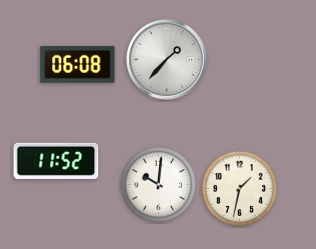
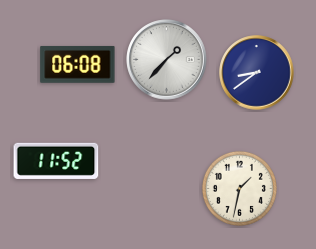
clock at (257, 73): none -> 8:39
clock at (158, 184): 10:01 -> none
